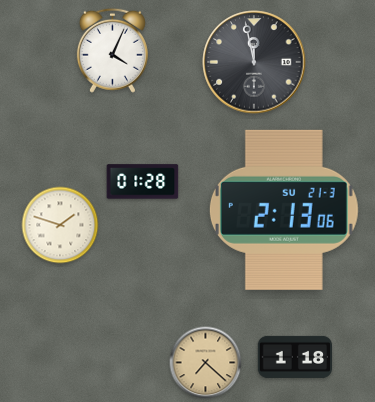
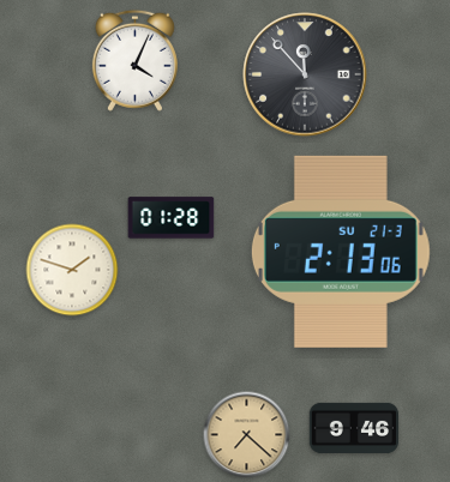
clock at (254, 62): 11:58 -> 11:53
clock at (295, 357): 1:18 -> 9:46
